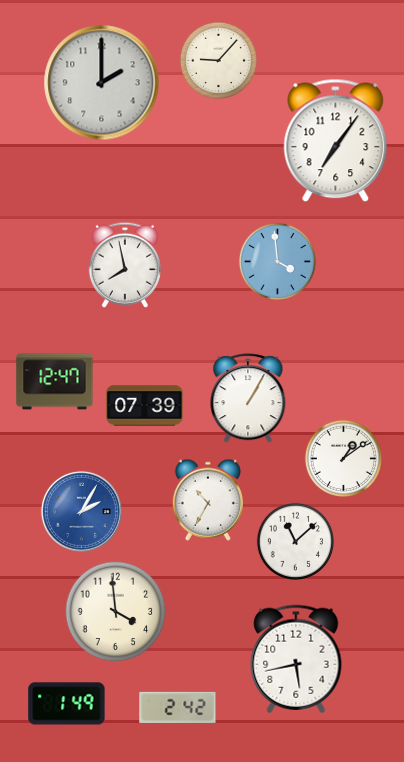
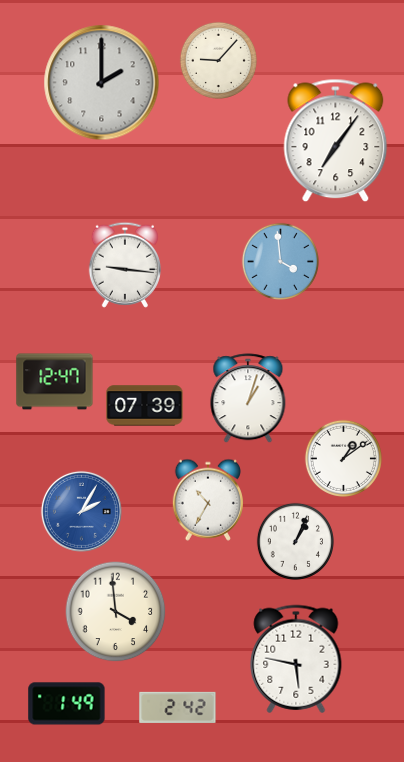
clock at (277, 261) position: (277, 261) -> (280, 261)
clock at (125, 265): 7:58 -> 9:16
clock at (248, 398): 1:05 -> 1:03
clock at (295, 541): 11:08 -> 1:04
clock at (296, 659): 5:43 -> 5:47
